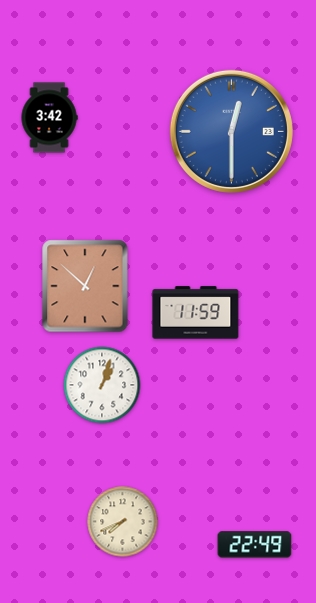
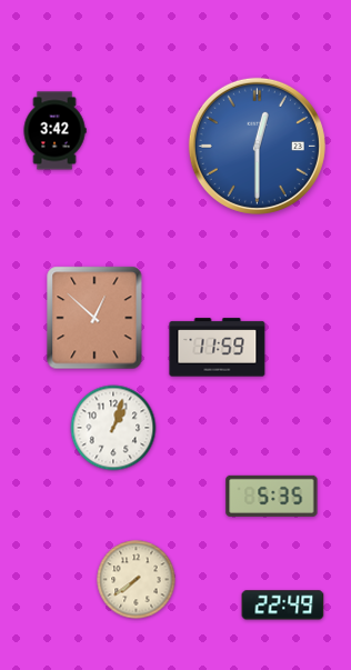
clock at (272, 496): none -> 5:35
clock at (123, 522): 7:41 -> 7:39
